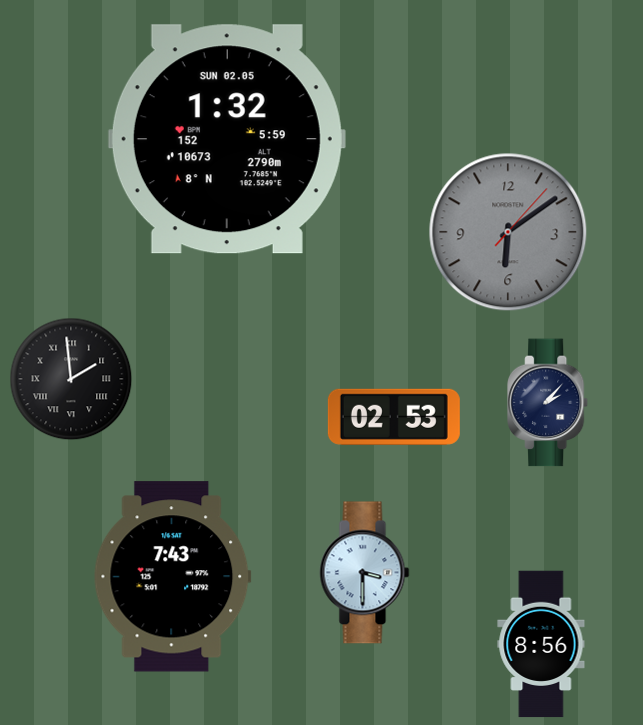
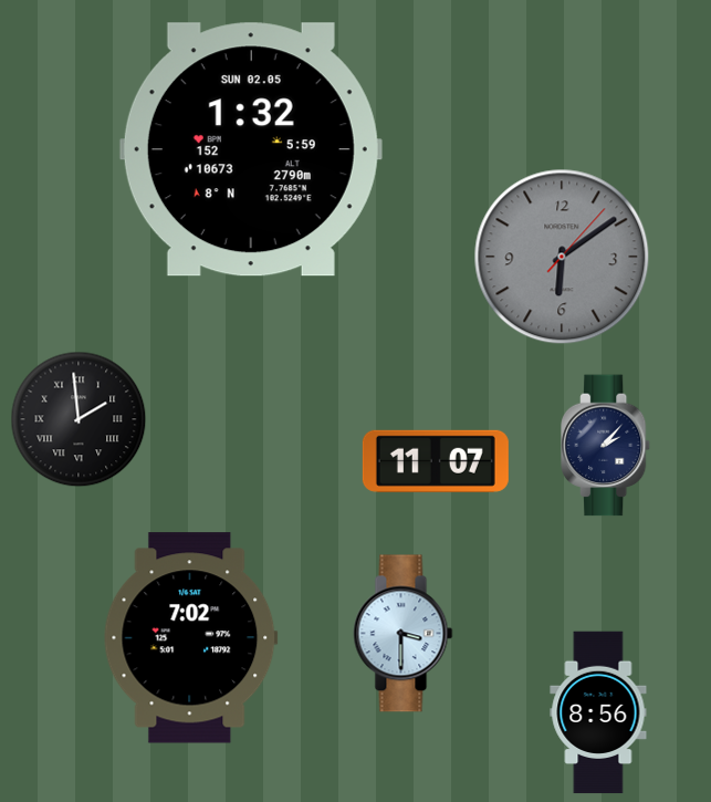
clock at (227, 139) position: (227, 139) -> (251, 149)
clock at (394, 417): 02:53 -> 11:07
clock at (172, 577): 7:43 -> 7:02
